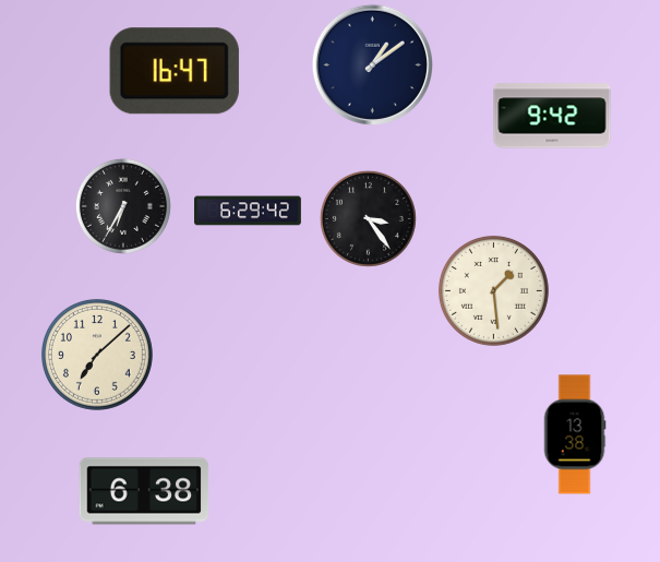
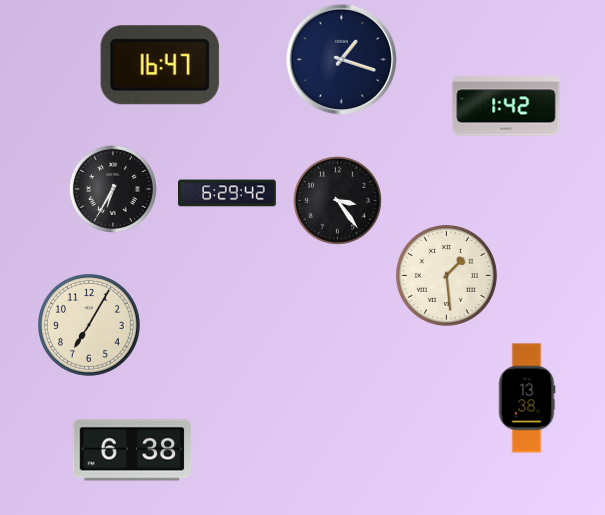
clock at (372, 64): 1:09 -> 1:18
clock at (552, 116): 9:42 -> 1:42
clock at (493, 290) position: (493, 290) -> (446, 275)
clock at (97, 355): 7:08 -> 7:05
